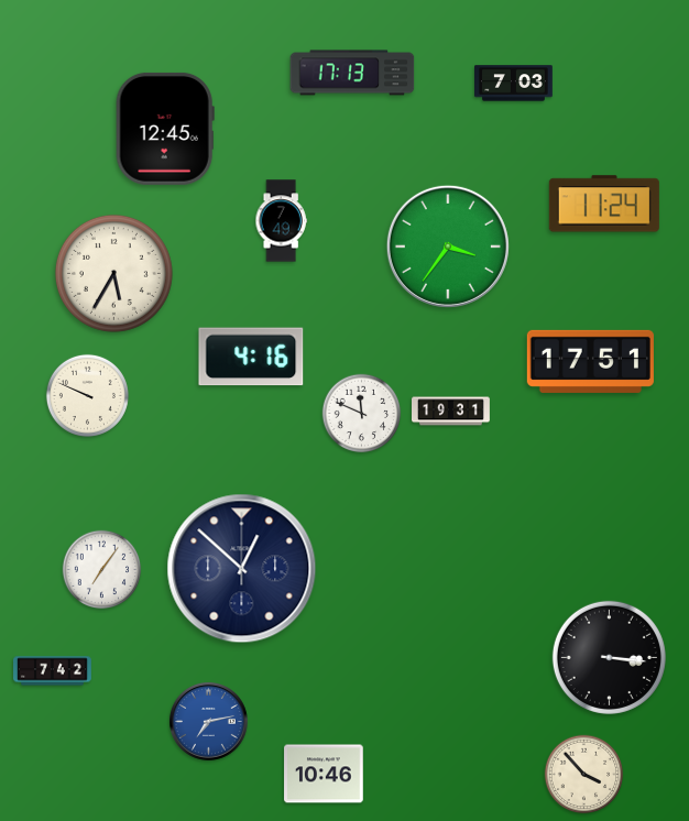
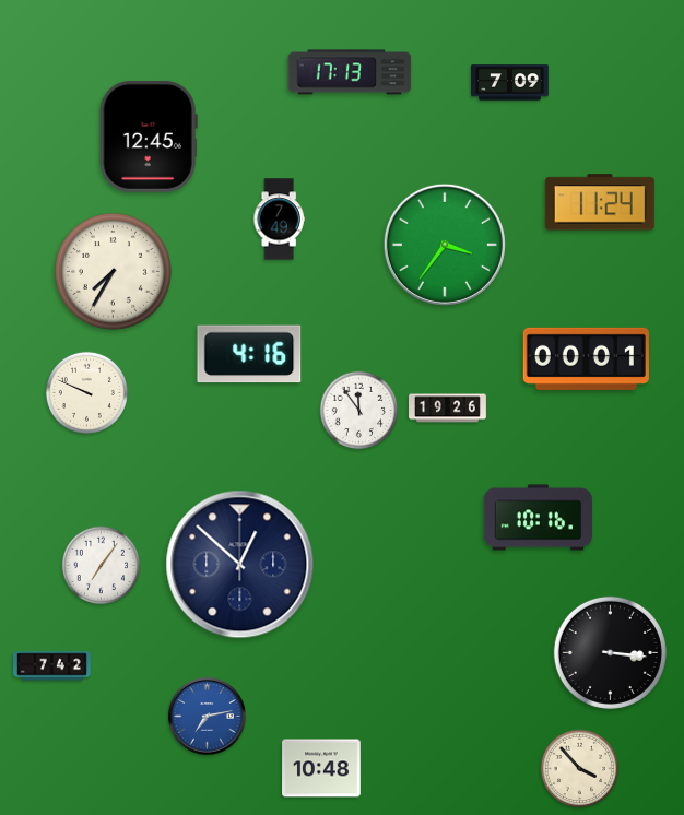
clock at (514, 84): 7:03 -> 7:09
clock at (165, 129) position: (165, 129) -> (149, 137)
clock at (113, 273): 5:35 -> 7:35
clock at (590, 361): 17:51 -> 00:01
clock at (451, 412): 19:31 -> 19:26
clock at (362, 414): 11:49 -> 11:54
clock at (538, 518): none -> 10:16
clock at (609, 657) position: (609, 657) -> (610, 652)
clock at (324, 774): 10:46 -> 10:48
